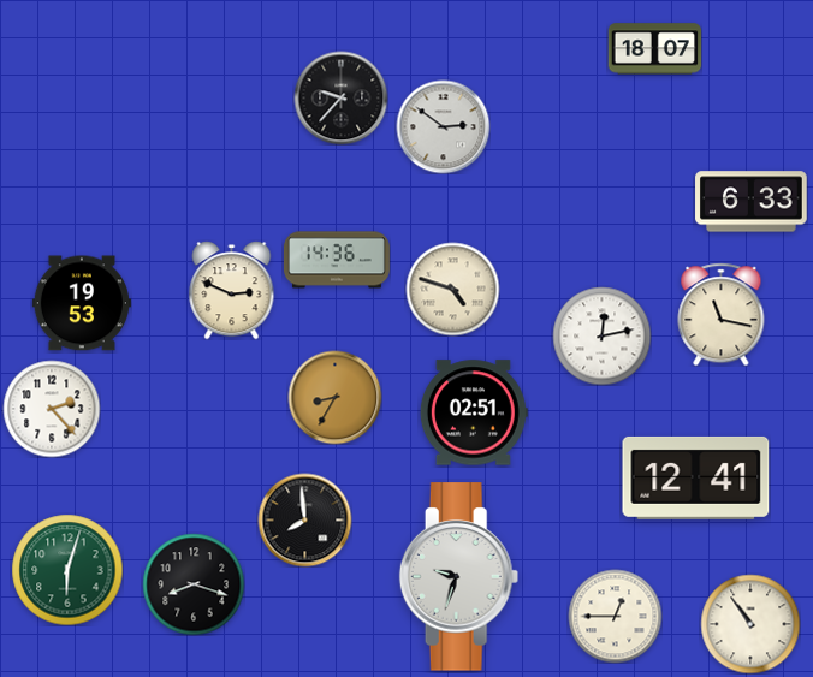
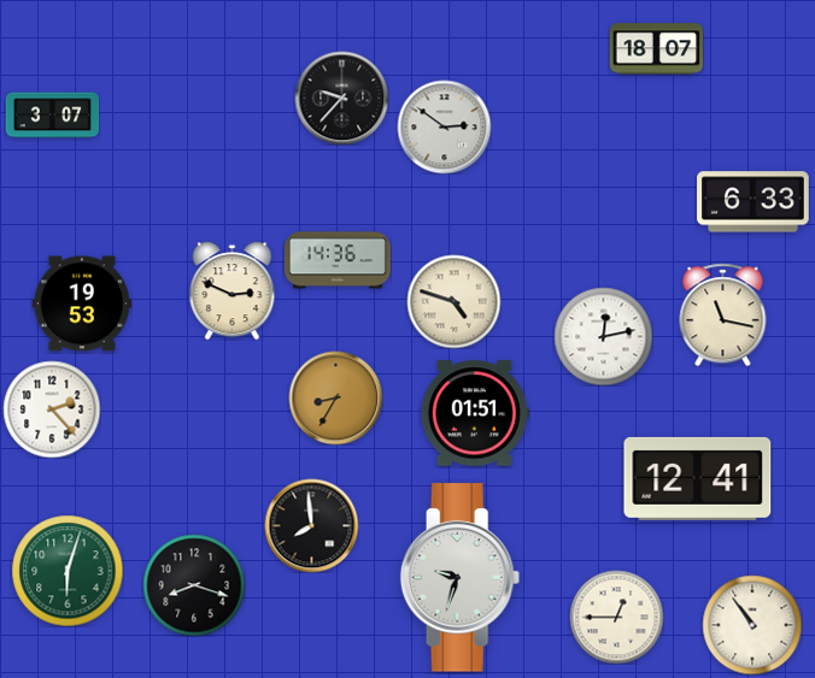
clock at (52, 116): none -> 3:07
clock at (452, 289) position: (452, 289) -> (453, 301)
clock at (474, 412): 02:51 -> 01:51
clock at (304, 519) position: (304, 519) -> (311, 525)
